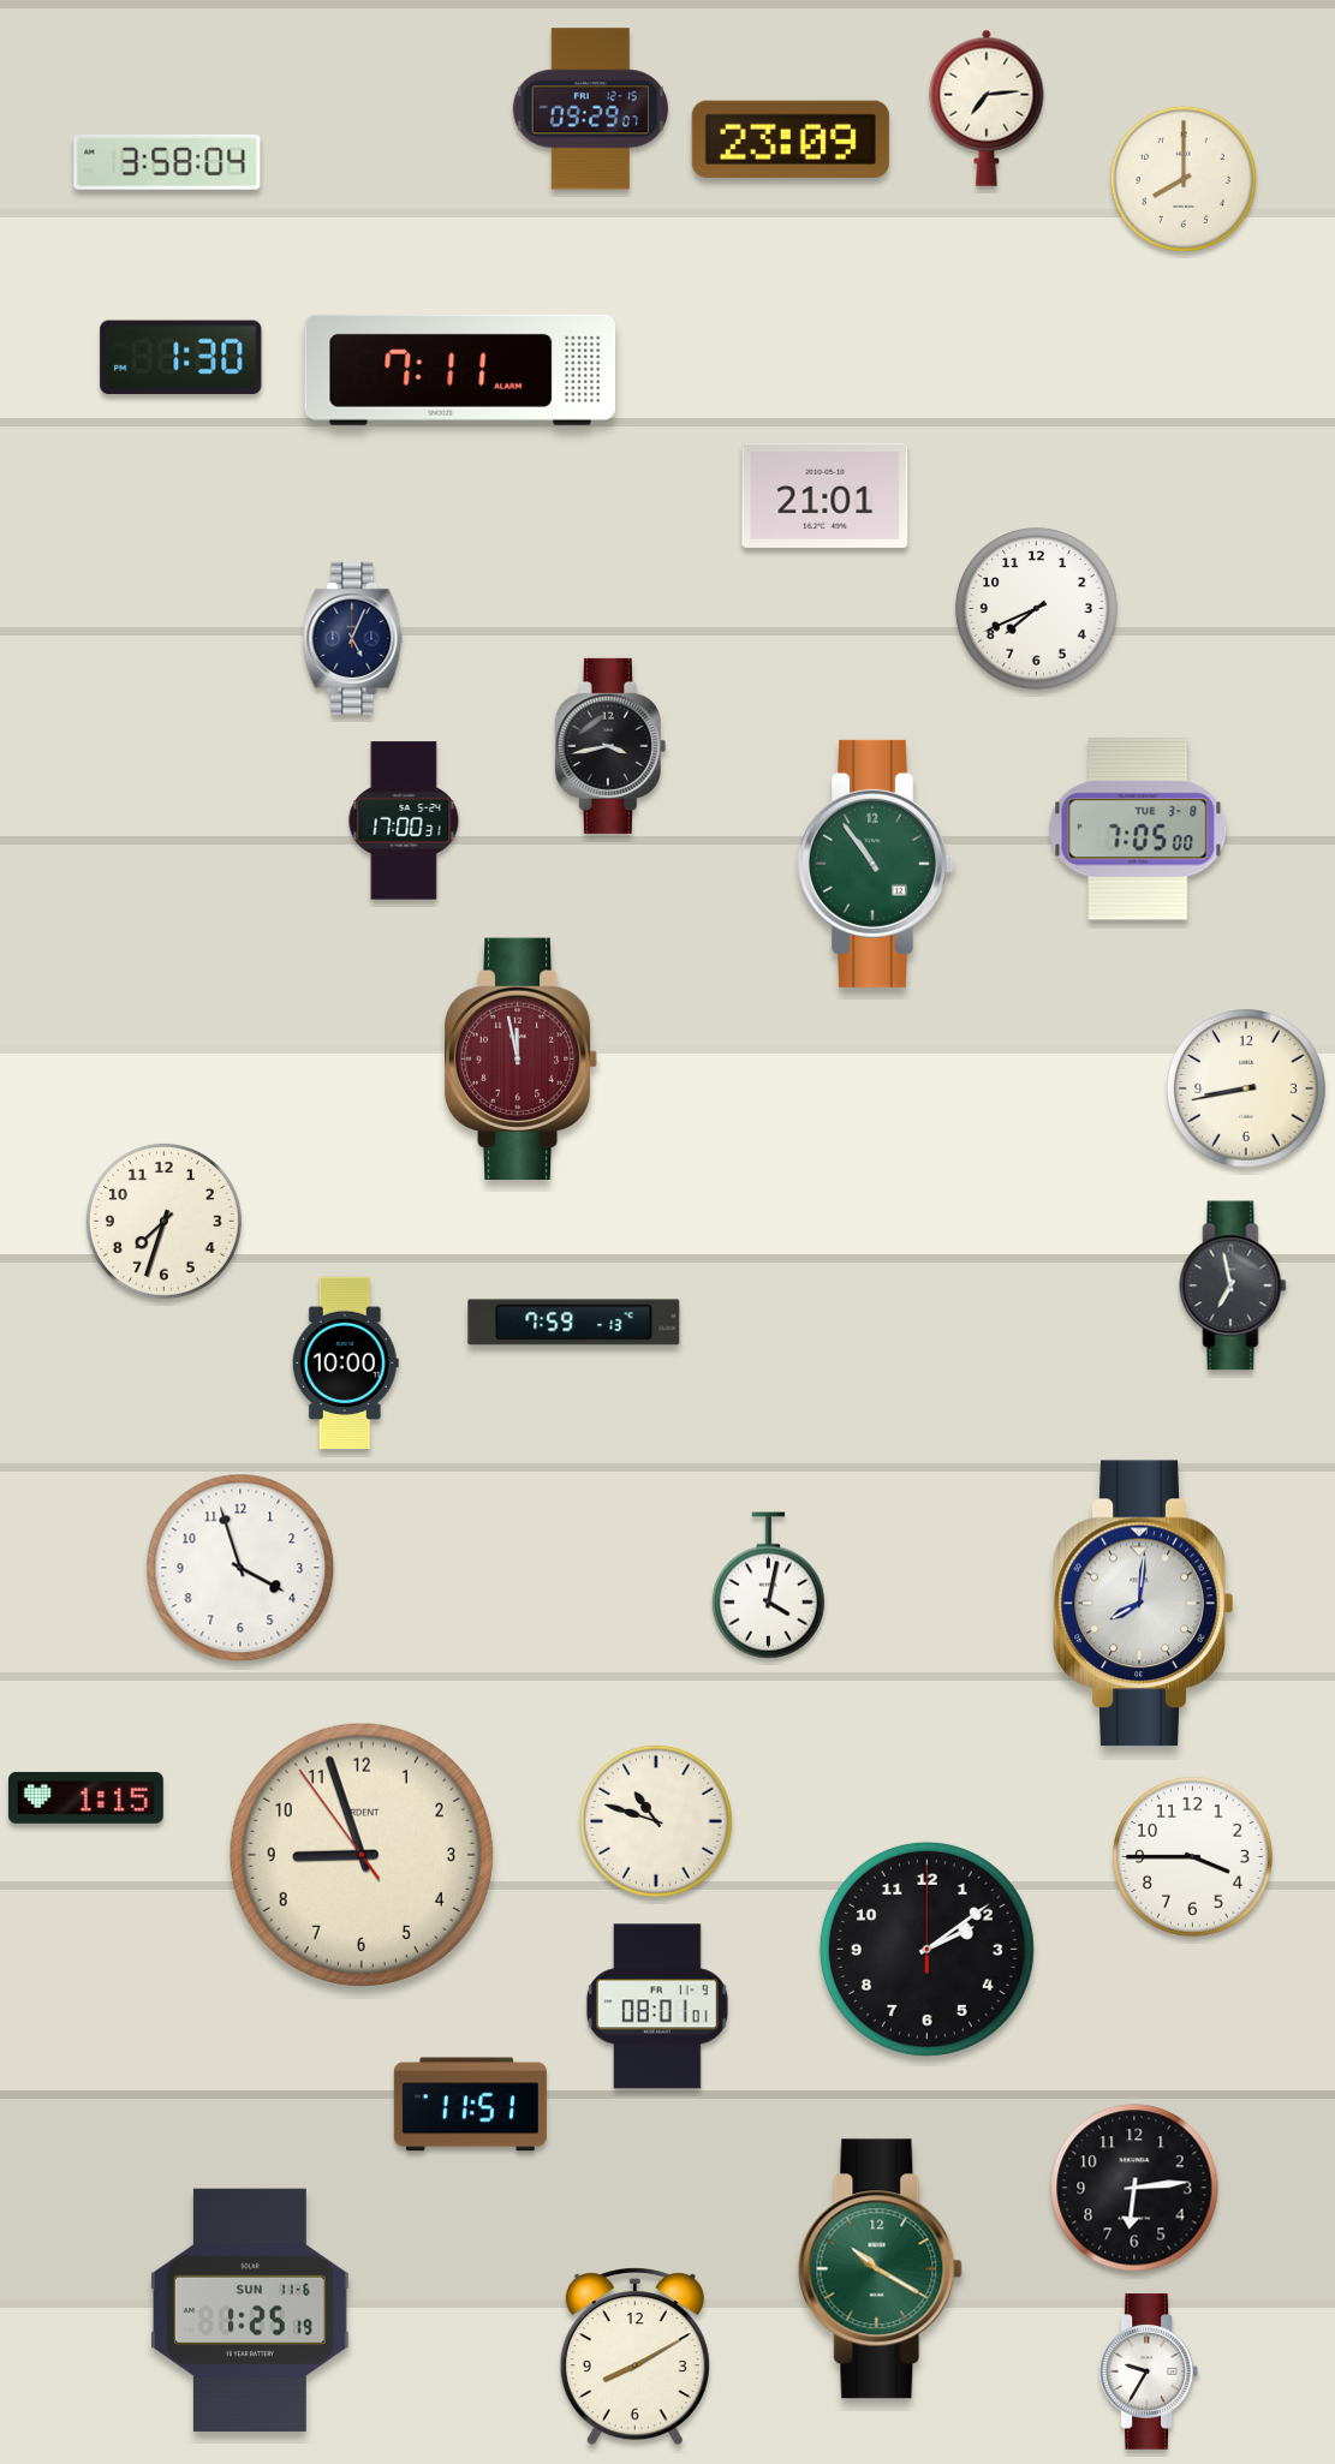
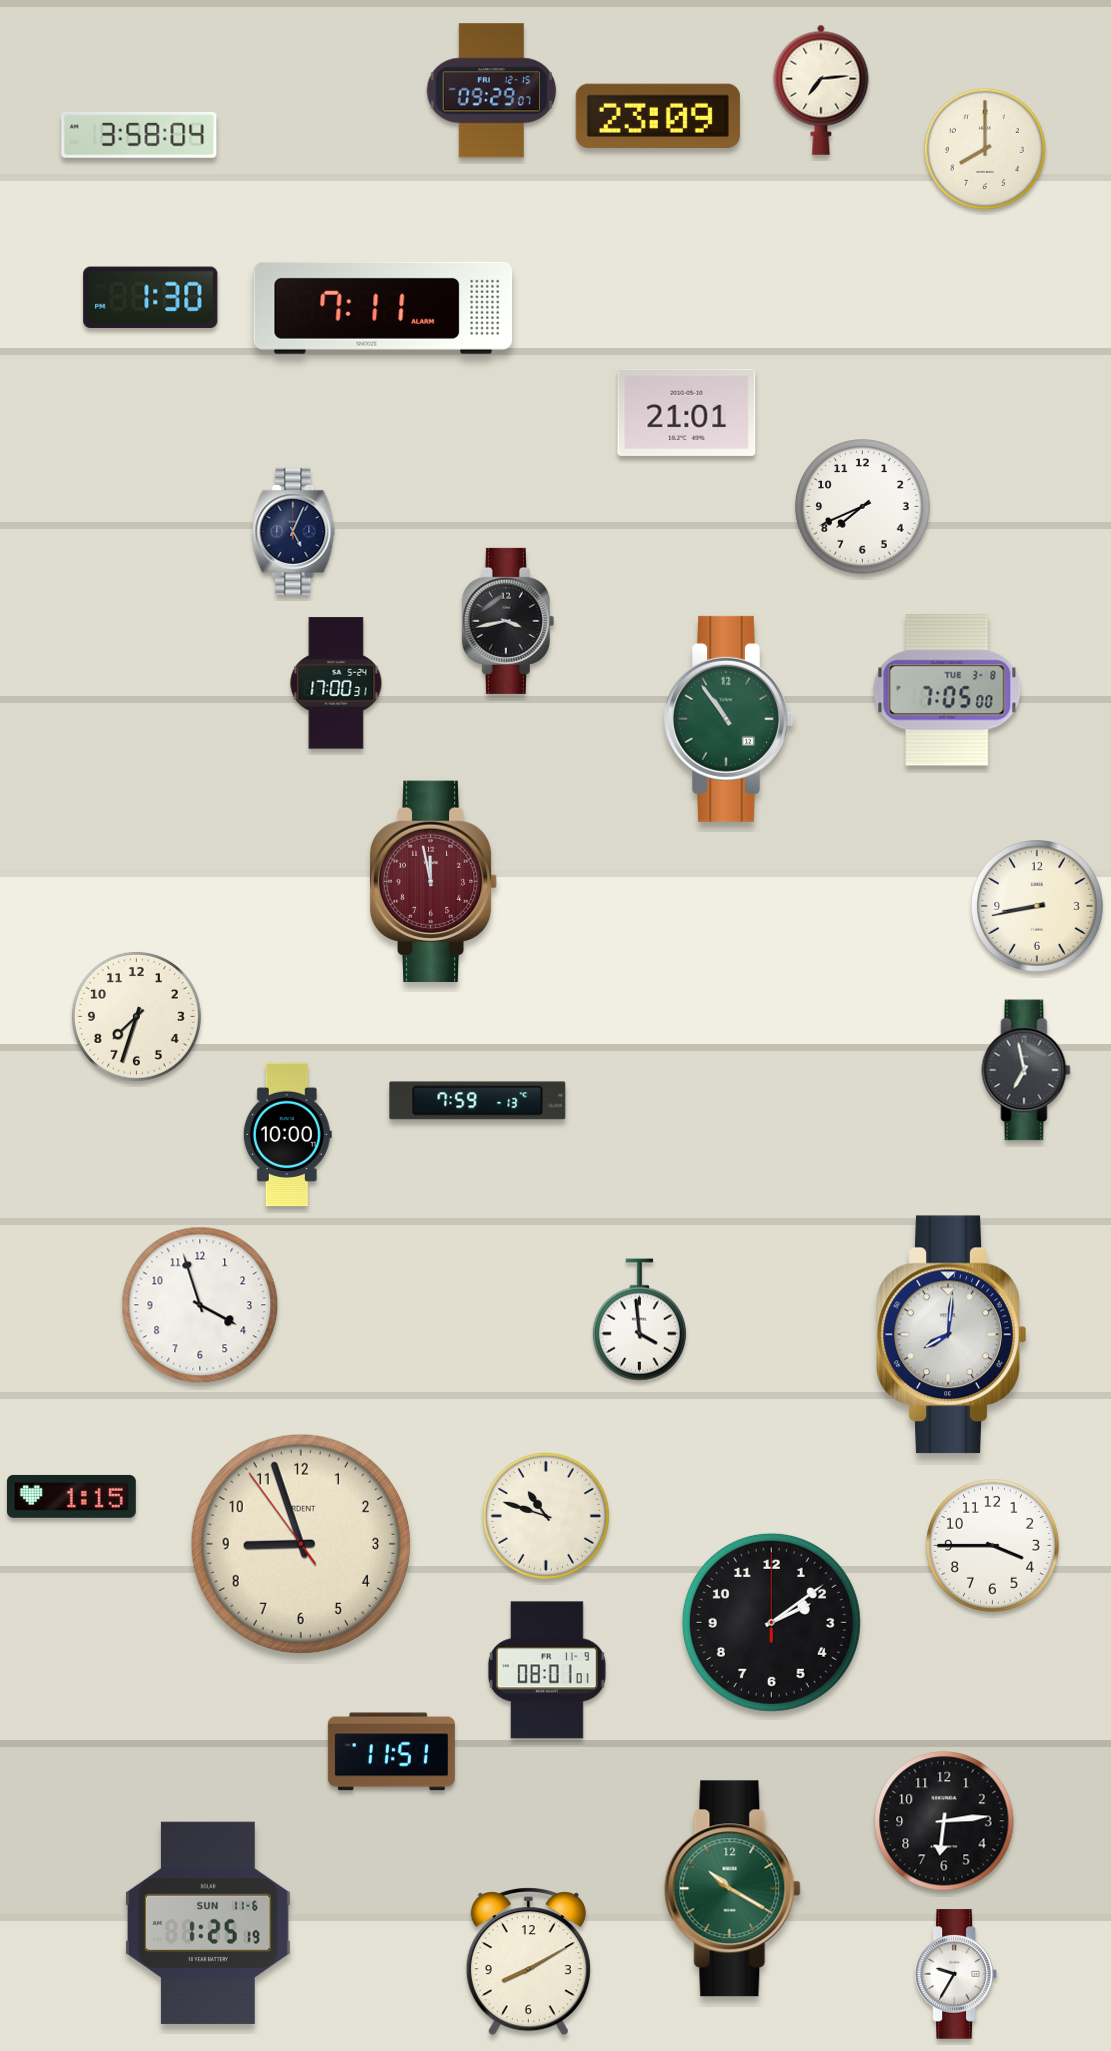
clock at (768, 1586): 4:02 -> 3:59
